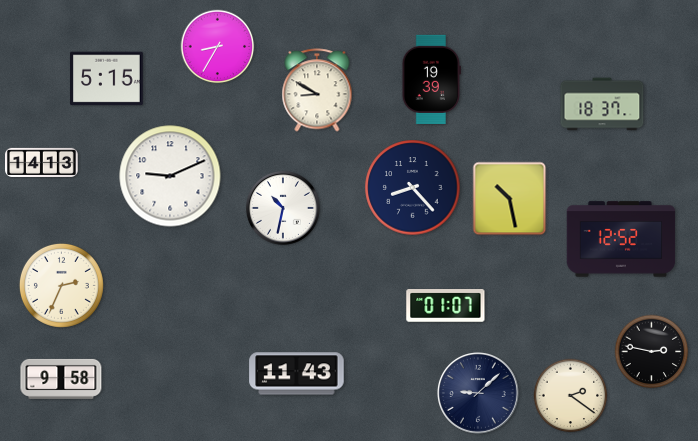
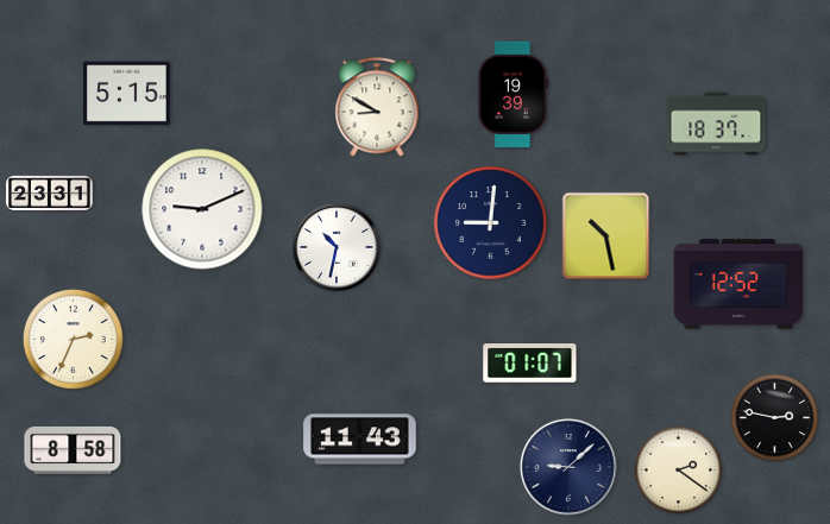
clock at (218, 47): 8:35 -> none
clock at (42, 162): 14:13 -> 23:31
clock at (413, 188): 8:23 -> 9:01
clock at (297, 374) position: (297, 374) -> (360, 440)
clock at (61, 379): 9:58 -> 8:58
